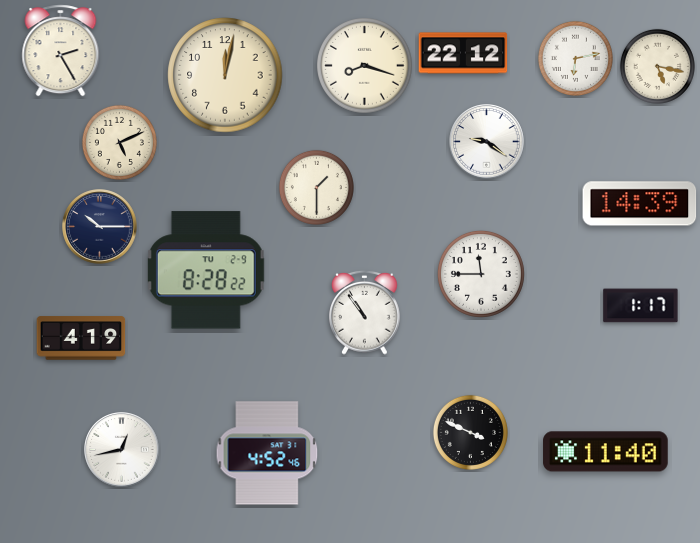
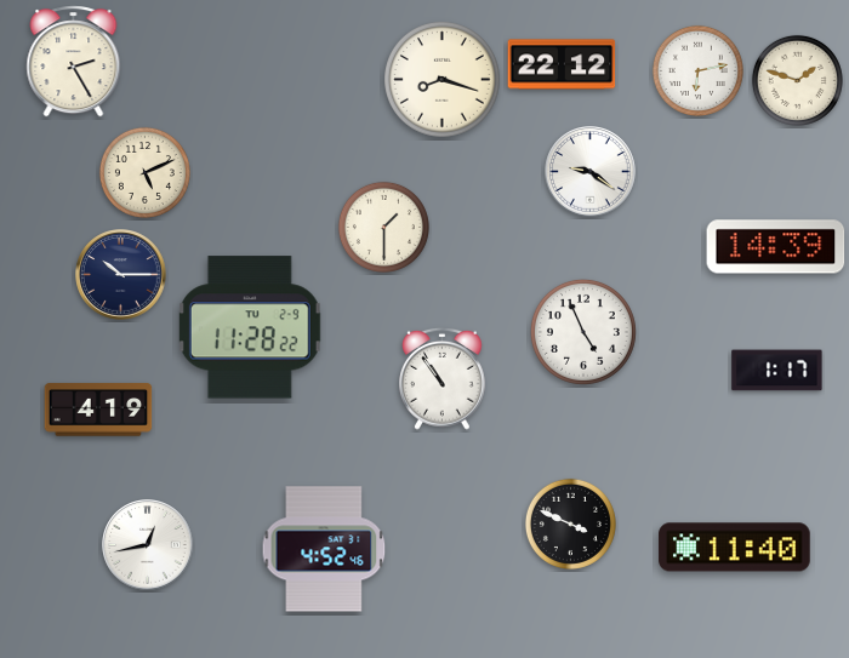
clock at (657, 66): 5:17 -> 1:48
clock at (225, 75): 12:02 -> none
clock at (206, 270): 8:28 -> 11:28
clock at (481, 274): 11:45 -> 4:56
